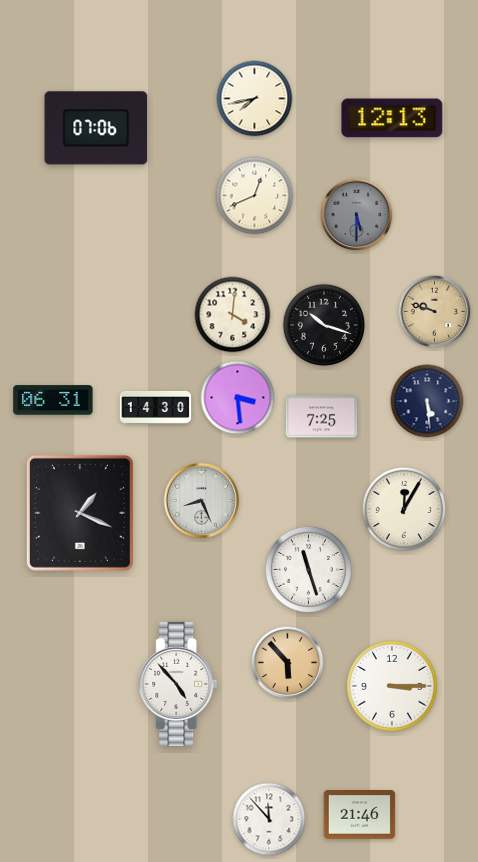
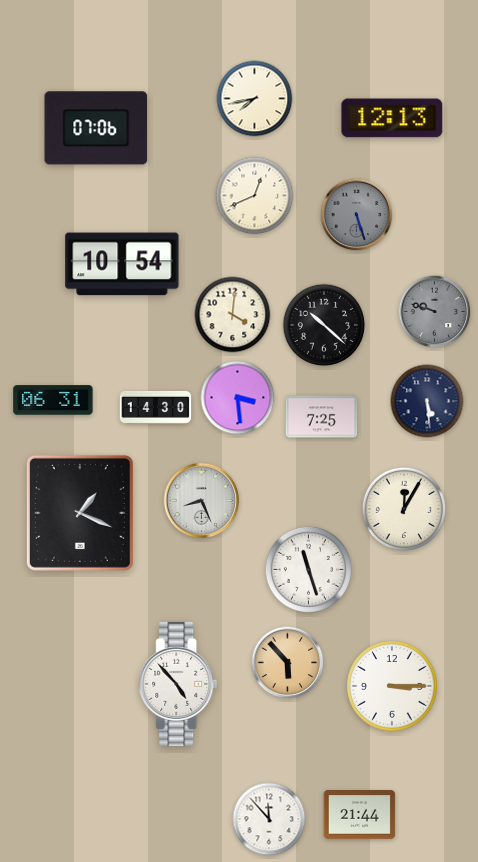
clock at (357, 215): 5:30 -> 5:27
clock at (122, 264): none -> 10:54
clock at (435, 312) dial: champagne -> grey
clock at (324, 325): 10:18 -> 10:22
clock at (360, 815): 21:46 -> 21:44
